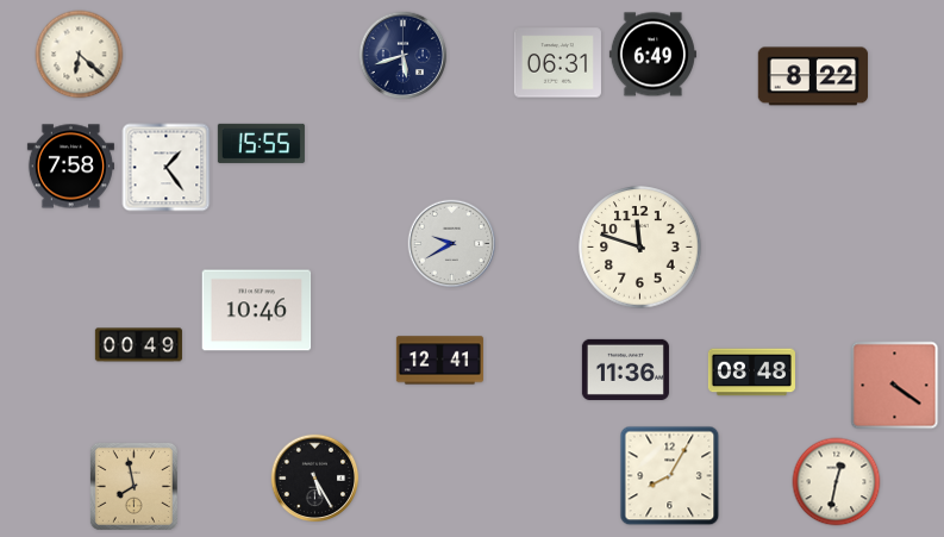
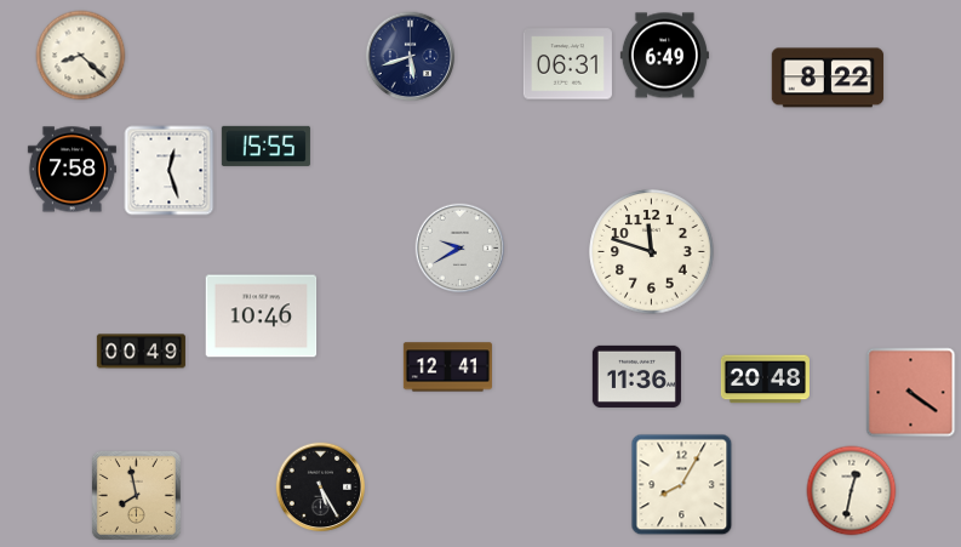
clock at (80, 55): 6:22 -> 8:22
clock at (167, 168): 1:24 -> 12:27
clock at (751, 373): 08:48 -> 20:48
